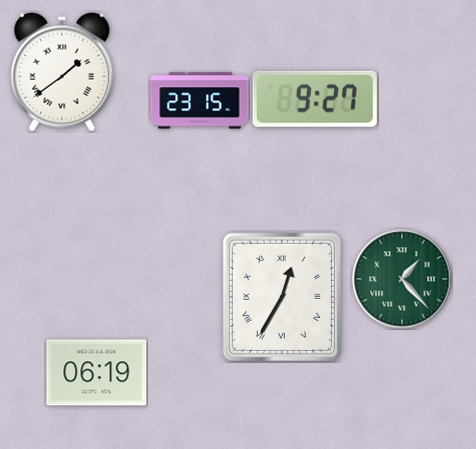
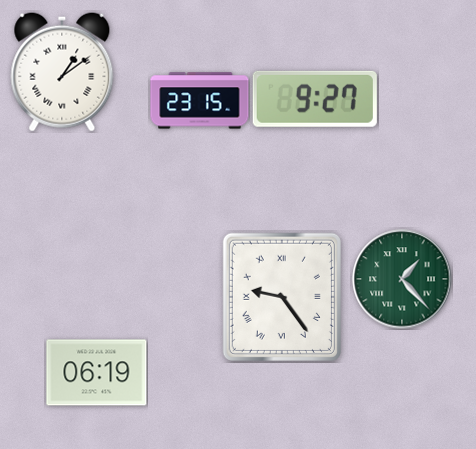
clock at (62, 72): 1:39 -> 1:09
clock at (282, 297): 12:35 -> 9:24
